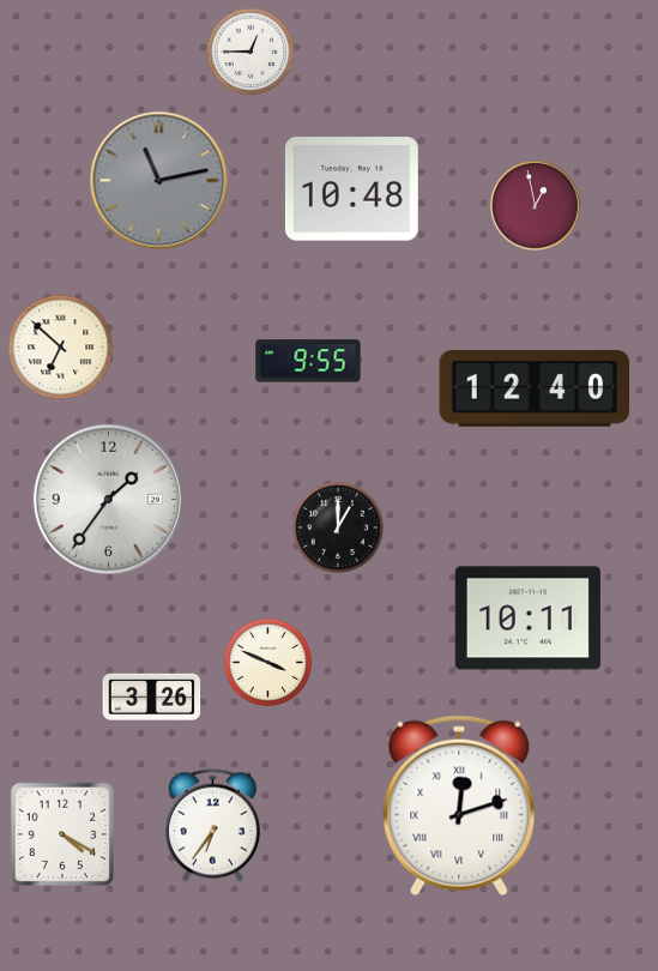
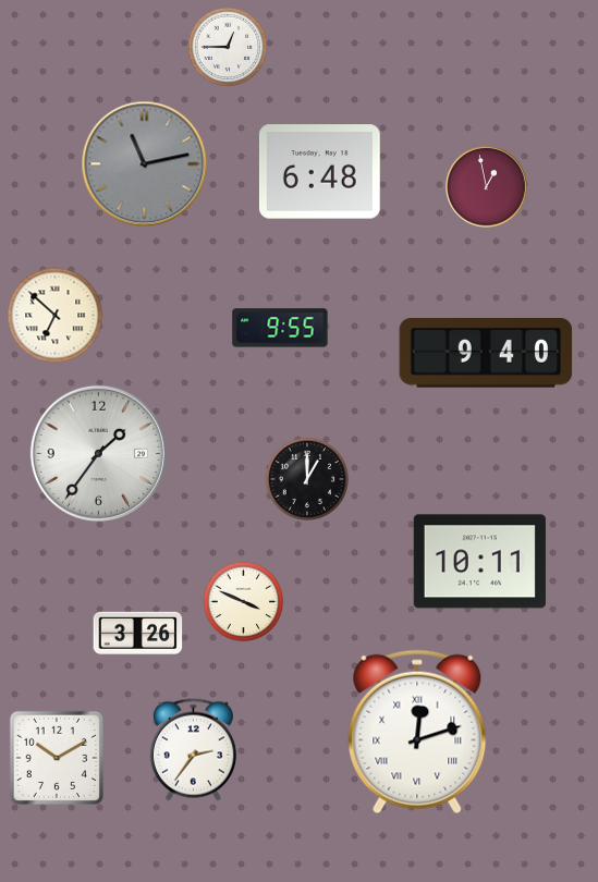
clock at (351, 189): 10:48 -> 6:48
clock at (535, 390): 12:40 -> 9:40
clock at (212, 826): 6:36 -> 2:36
clock at (61, 833): 4:20 -> 10:10
